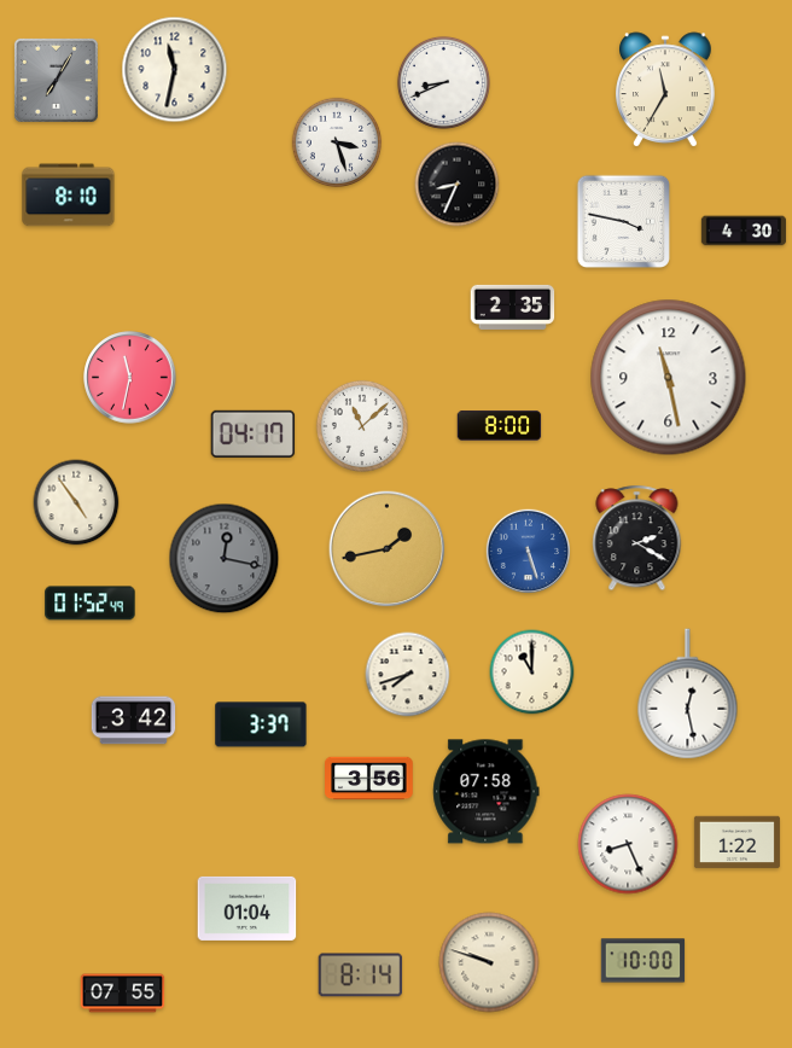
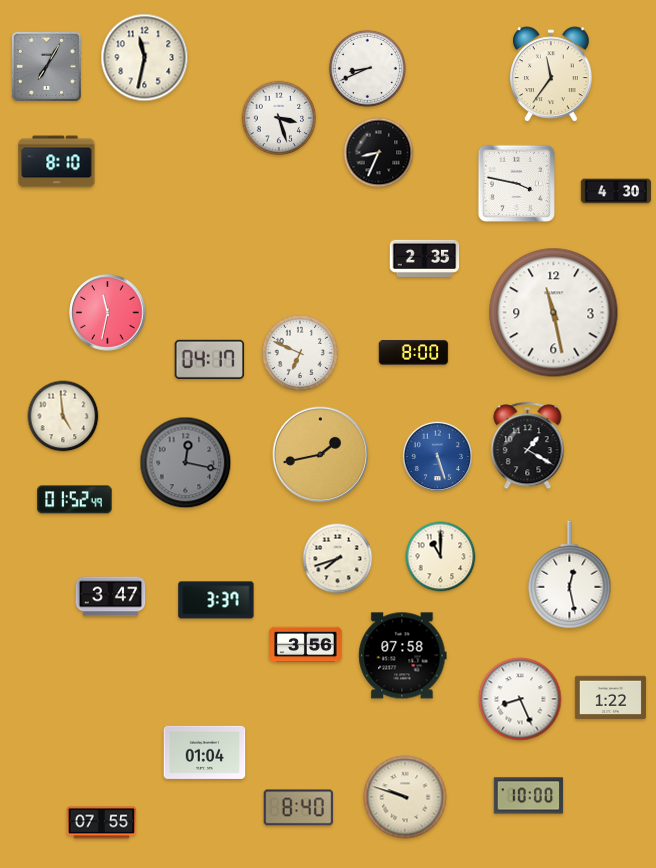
clock at (666, 89): 11:35 -> 11:36
clock at (513, 307) position: (513, 307) -> (425, 258)
clock at (362, 426): 11:08 -> 6:49
clock at (76, 502): 4:54 -> 4:59
clock at (637, 538): 2:20 -> 1:20
clock at (134, 721): 3:42 -> 3:47
clock at (643, 961) position: (643, 961) -> (529, 796)
clock at (361, 976): 8:14 -> 8:40
